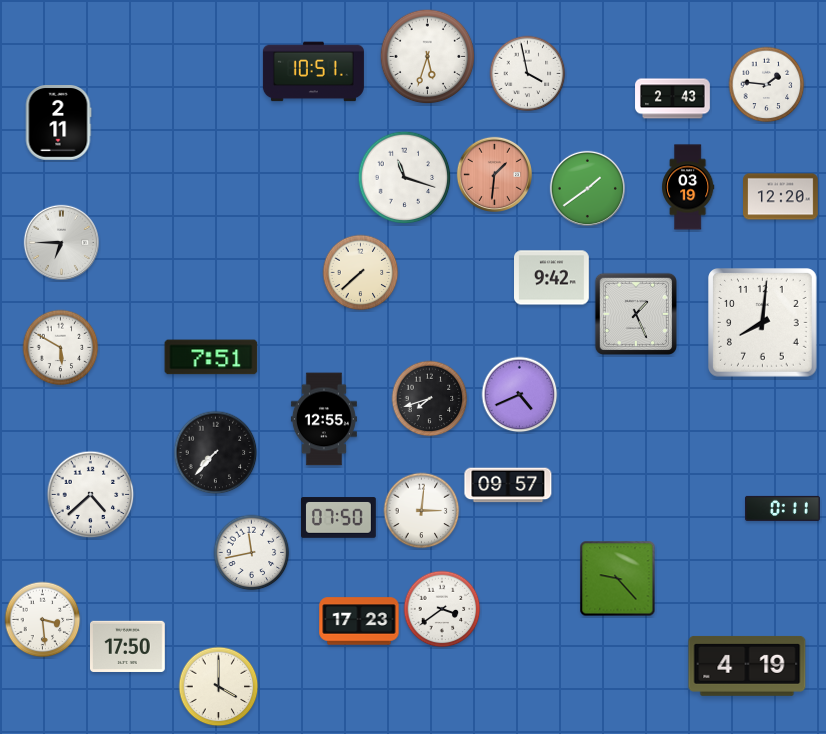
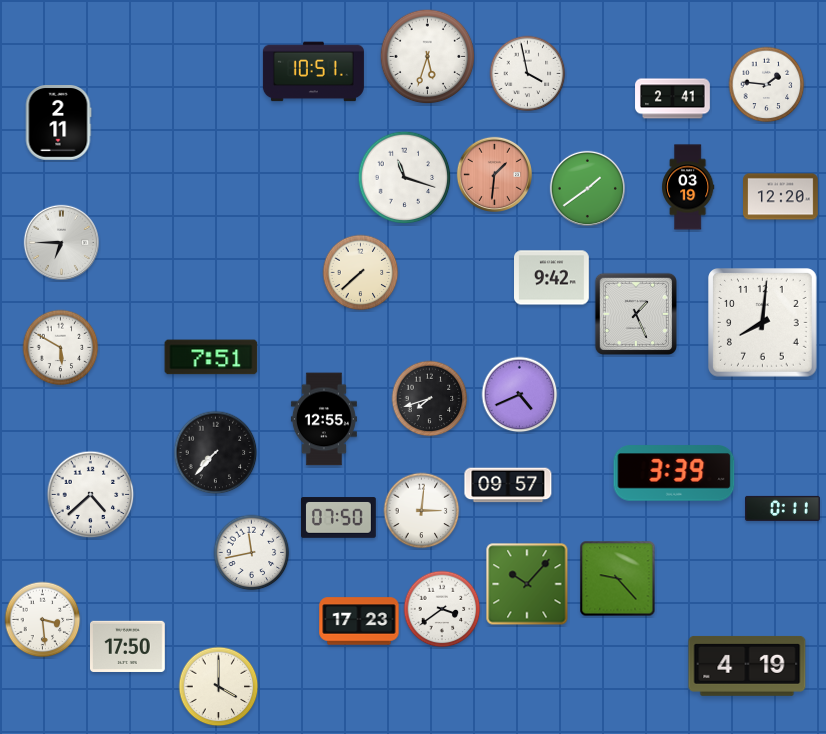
clock at (673, 99): 2:43 -> 2:41
clock at (674, 473): none -> 3:39
clock at (527, 584): none -> 10:07
